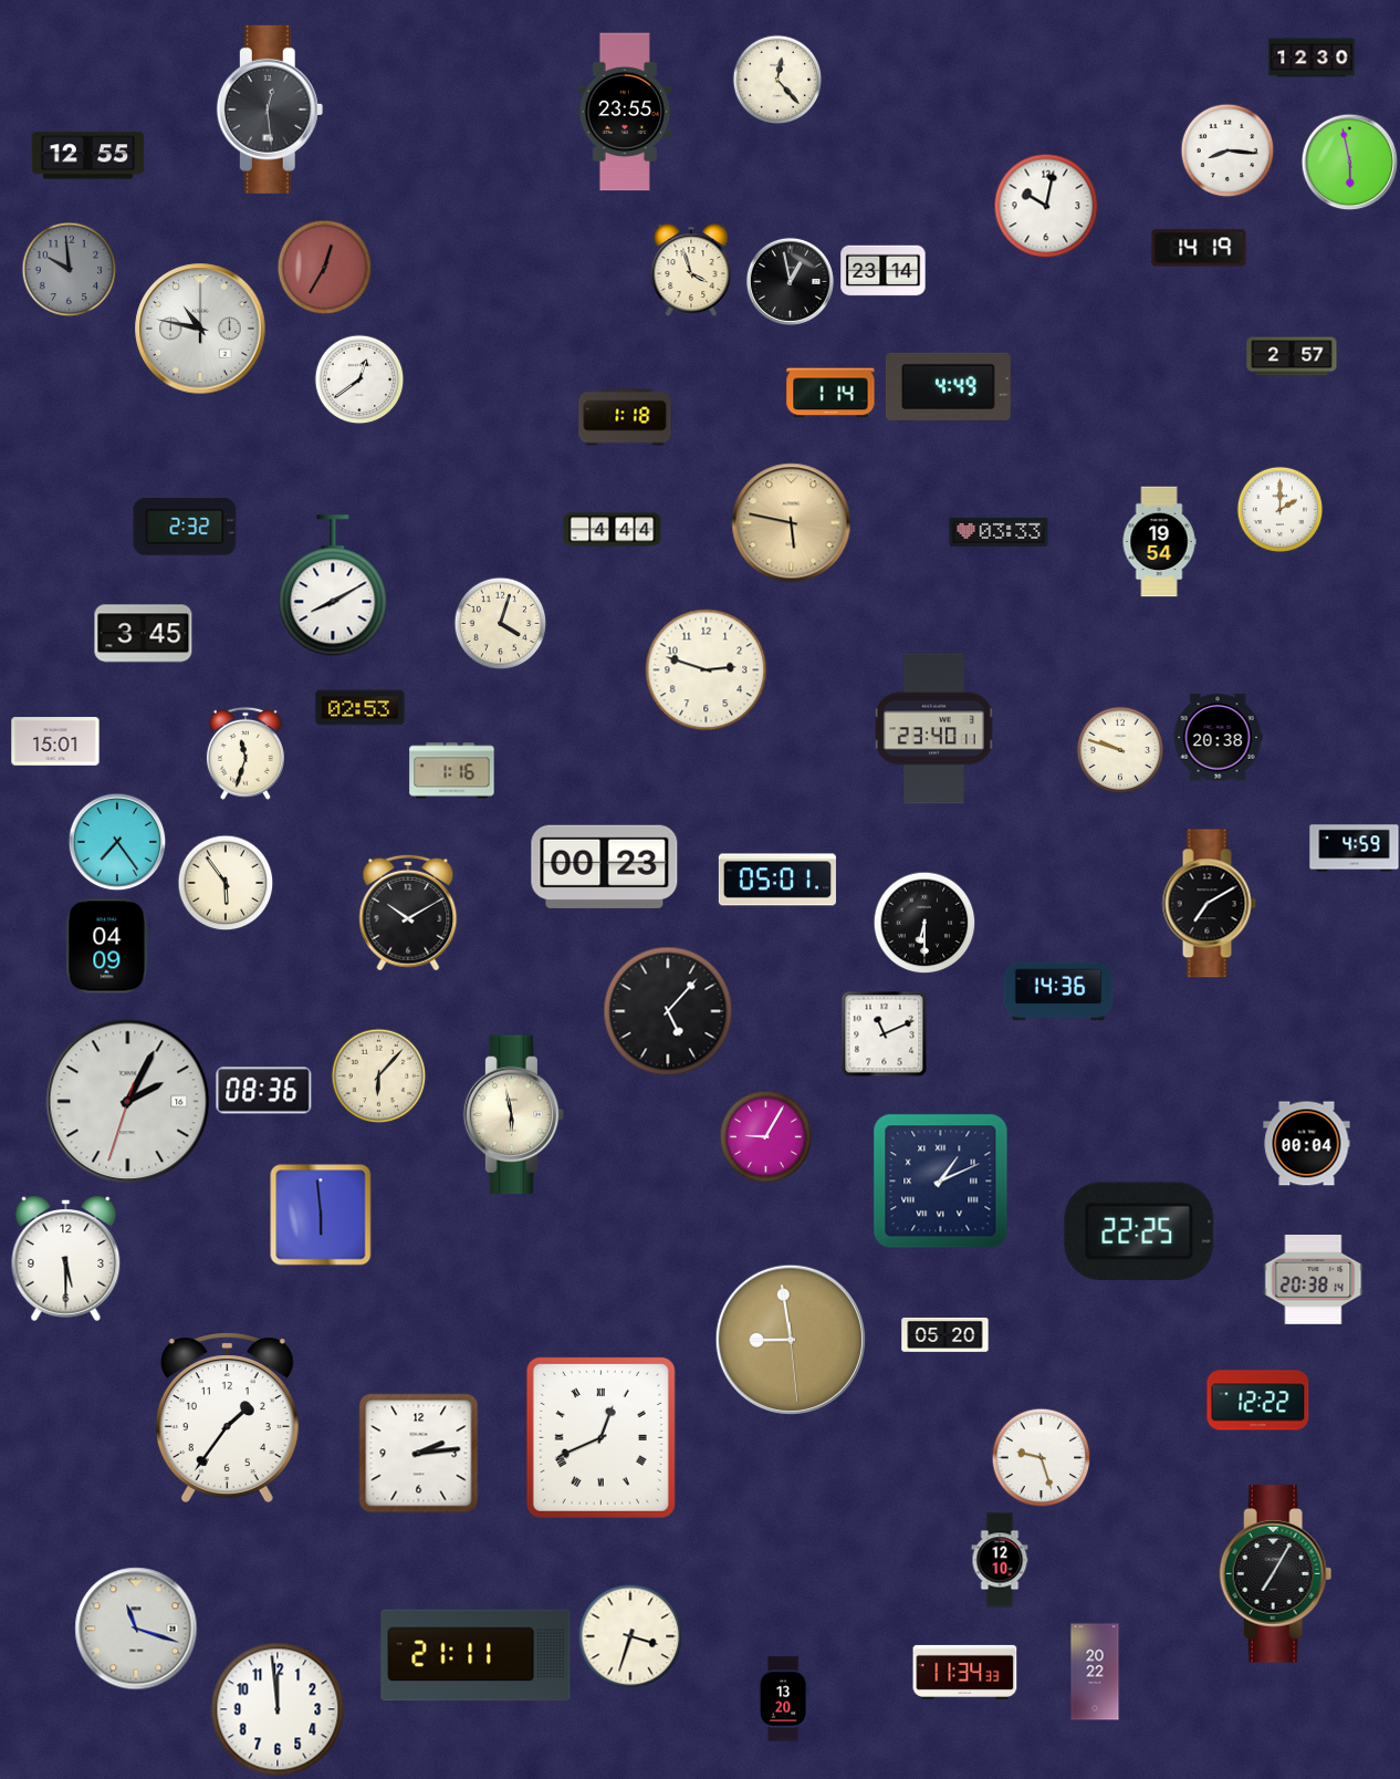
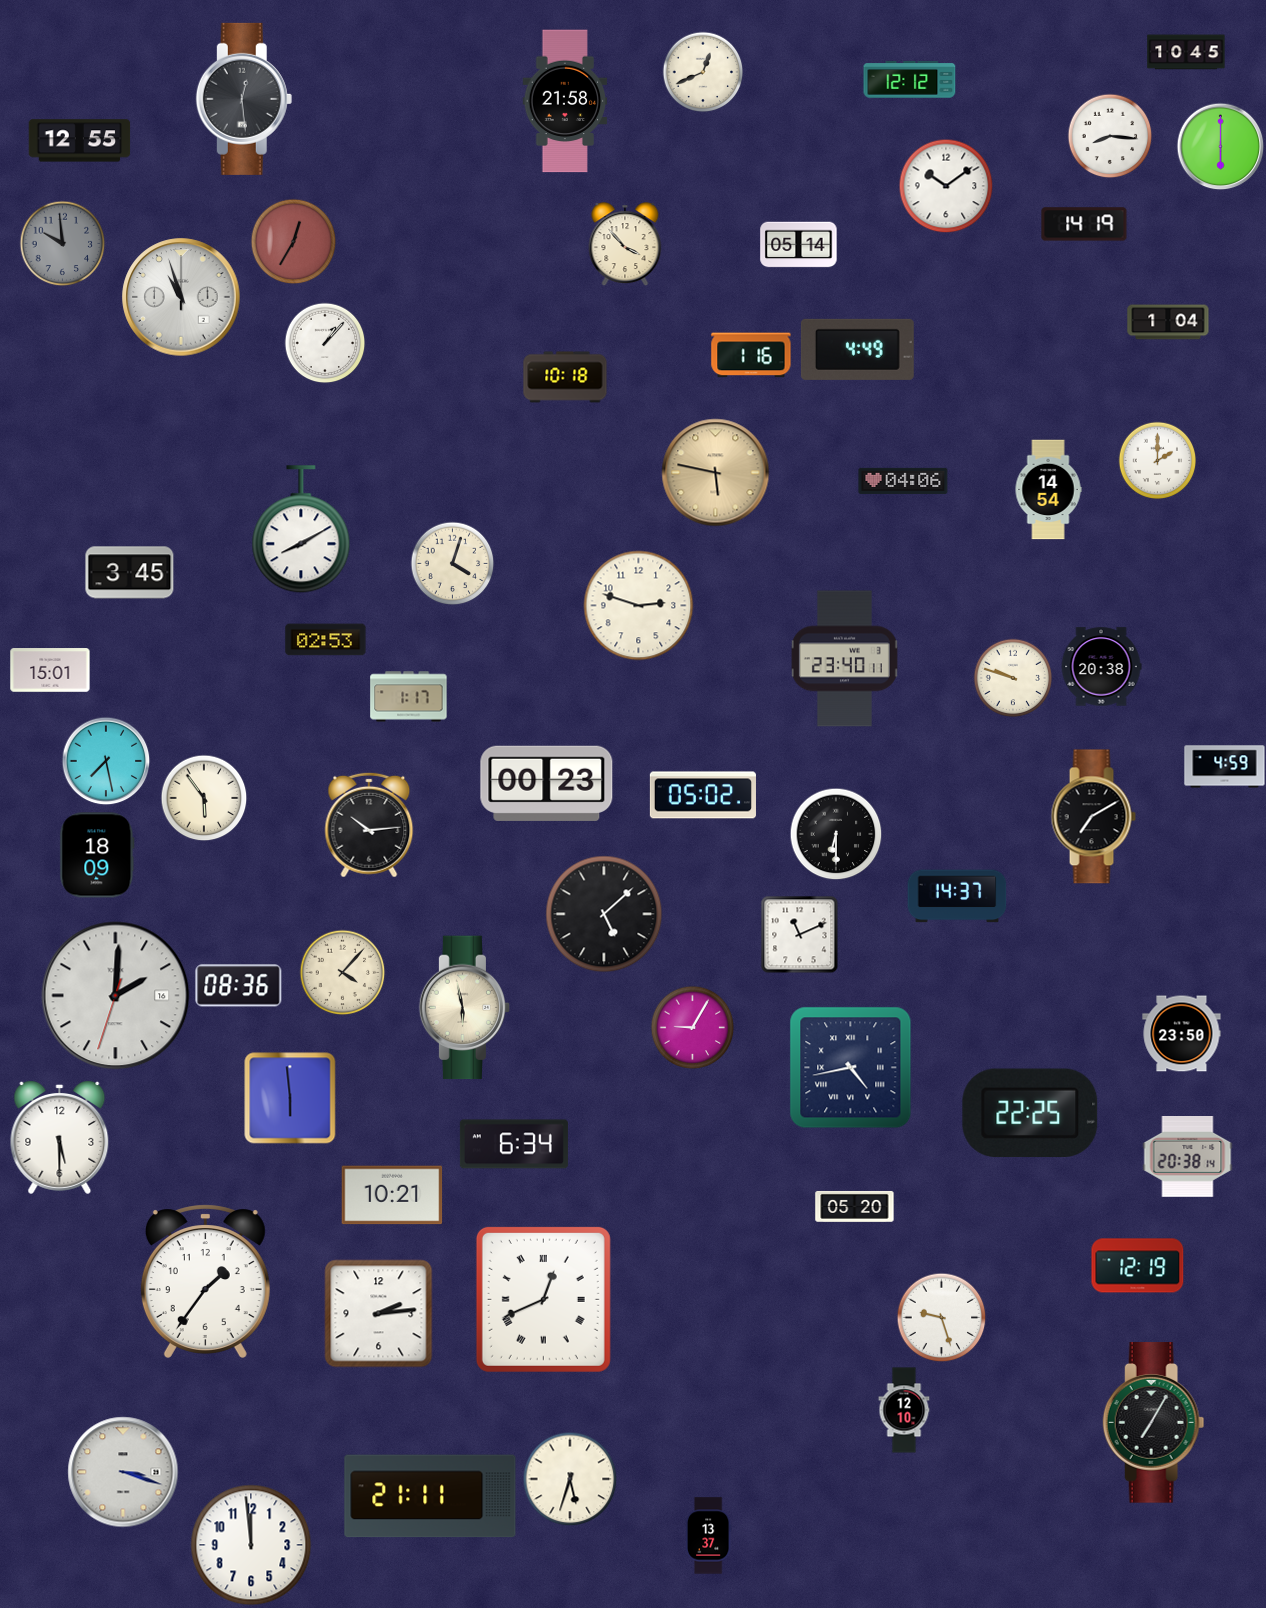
clock at (1312, 58): 12:30 -> 10:45
clock at (777, 80): 12:23 -> 12:41
clock at (910, 80): none -> 12:12
clock at (625, 112): 23:55 -> 21:58
clock at (1349, 162): 5:58 -> 6:00
clock at (1046, 206): 10:02 -> 10:09
clock at (691, 270): 3:57 -> 3:53
clock at (884, 271): 23:14 -> 05:14
clock at (790, 281): 12:58 -> none
clock at (200, 329): 10:47 -> 10:57
clock at (1292, 356): 2:57 -> 1:04
clock at (359, 379): 12:39 -> 1:07
clock at (830, 393): 1:14 -> 1:16
clock at (625, 417): 1:18 -> 10:18
clock at (185, 528): 2:32 -> none
clock at (613, 530): 4:44 -> none
clock at (999, 532): 03:33 -> 04:06
clock at (1159, 542): 19:54 -> 14:54
clock at (245, 753): 11:33 -> none
clock at (452, 771): 1:16 -> 1:17
clock at (117, 842): 7:24 -> 7:28
clock at (777, 880): 05:01 -> 05:02
clock at (408, 913): 10:10 -> 10:14
clock at (107, 946): 04:09 -> 18:09
clock at (1058, 991): 14:36 -> 14:37
clock at (668, 1011): 5:07 -> 5:08
clock at (378, 1075): 6:07 -> 4:07
clock at (128, 1102): 2:04 -> 2:00
clock at (1307, 1144): 00:04 -> 23:50
clock at (941, 1182): 1:11 -> 4:43
clock at (514, 1144): none -> 6:34
clock at (392, 1195): none -> 10:21
clock at (791, 1340): 8:58 -> none
clock at (1258, 1401): 12:22 -> 12:19
clock at (136, 1629): 11:18 -> 3:18
clock at (630, 1636): 3:33 -> 5:33
clock at (965, 1672): 11:34 -> none
clock at (1095, 1672): 20:22 -> none
clock at (783, 1699): 13:20 -> 13:37
